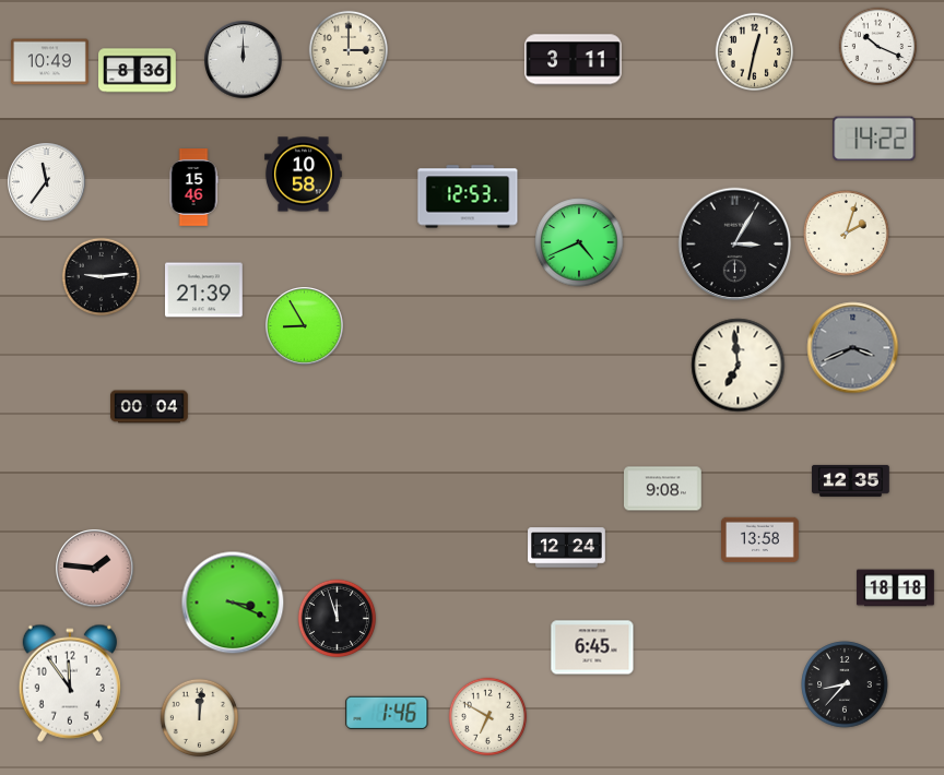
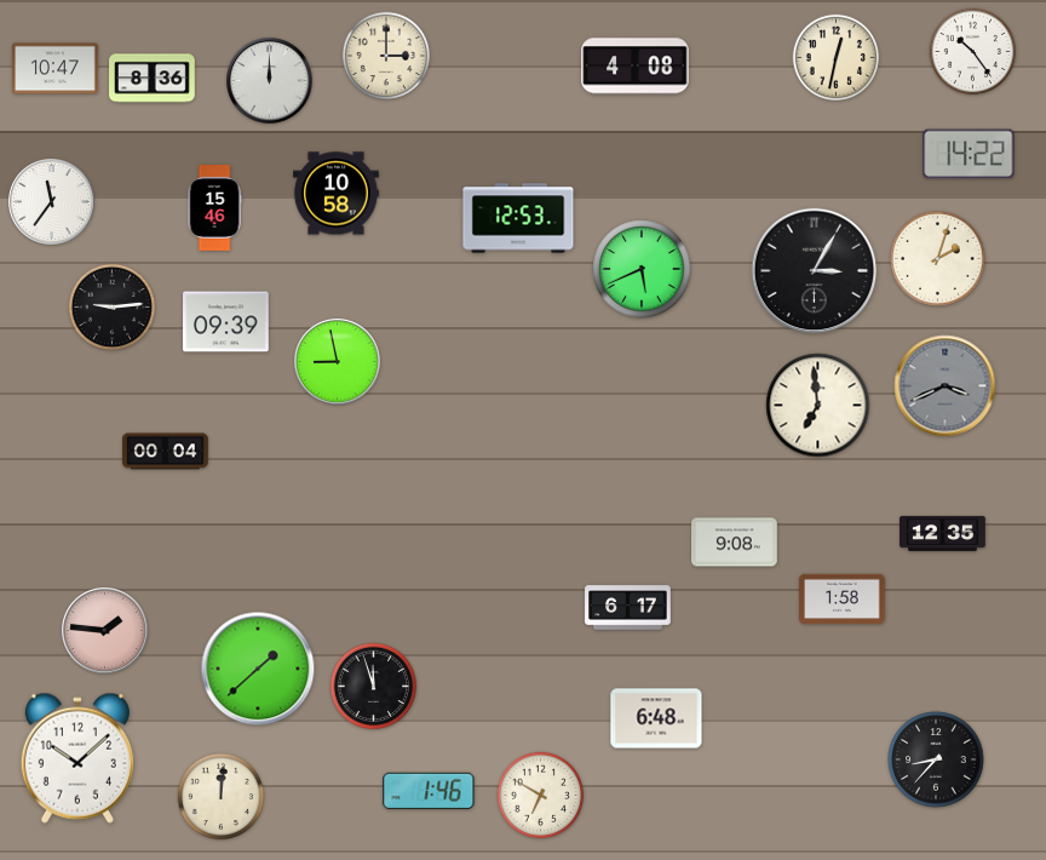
clock at (878, 47): 10:19 -> 10:24
clock at (244, 60) position: (244, 60) -> (270, 81)
clock at (574, 60): 3:11 -> 4:08
clock at (50, 62): 10:49 -> 10:47
clock at (579, 242): 4:41 -> 5:41
clock at (204, 290): 21:39 -> 09:39
clock at (305, 326): 8:55 -> 8:58
clock at (760, 540): 13:58 -> 1:58
clock at (567, 548): 12:24 -> 6:17
clock at (896, 588): 18:18 -> none
clock at (233, 603): 3:19 -> 1:38
clock at (592, 647): 6:45 -> 6:48
clock at (70, 683): 11:54 -> 10:08
